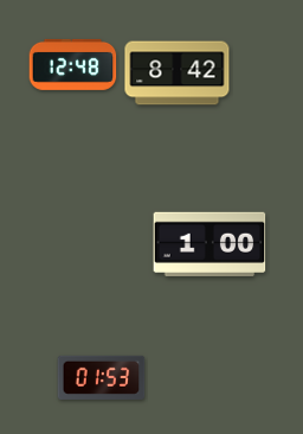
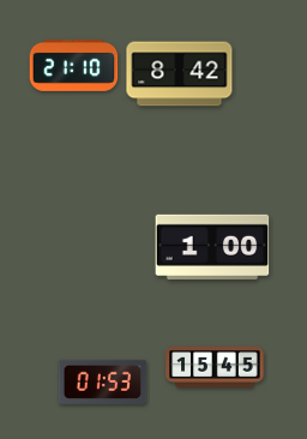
clock at (73, 64): 12:48 -> 21:10
clock at (215, 367): none -> 15:45
